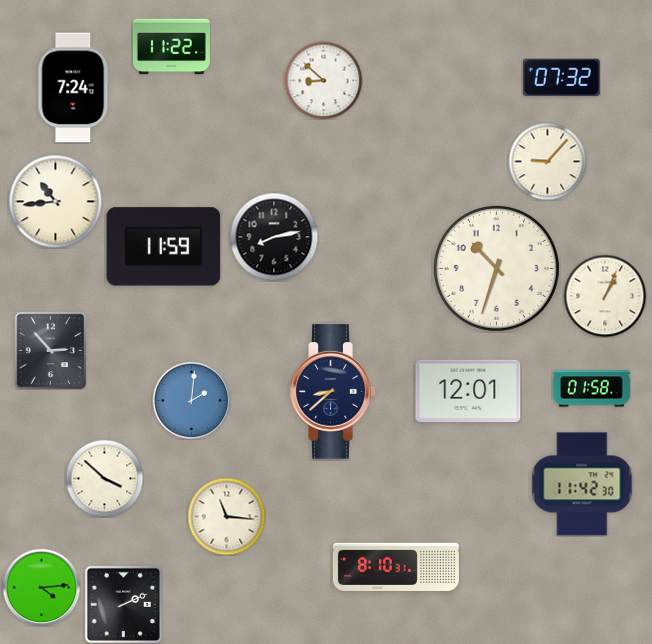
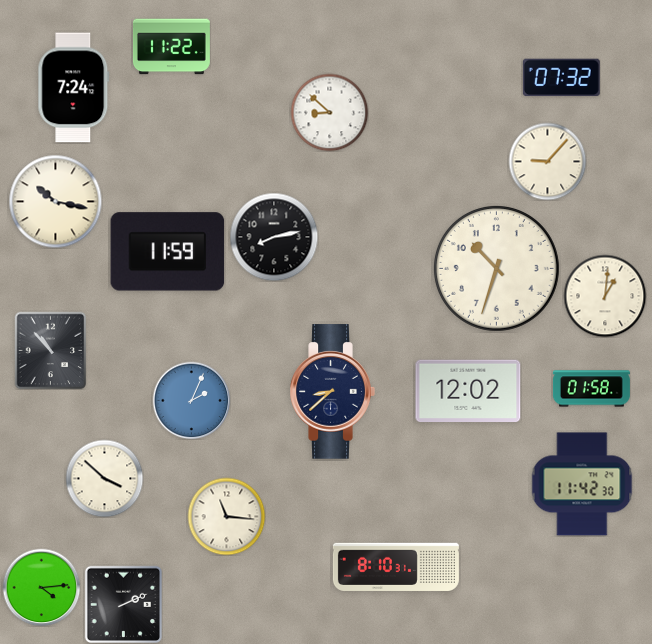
clock at (323, 80) position: (323, 80) -> (329, 112)
clock at (55, 201): 10:44 -> 10:17
clock at (164, 247) position: (164, 247) -> (168, 252)
clock at (605, 296): 1:04 -> 1:01
clock at (51, 350): 2:53 -> 10:53
clock at (468, 391): 12:01 -> 12:02
clock at (191, 400): 2:01 -> 2:04
